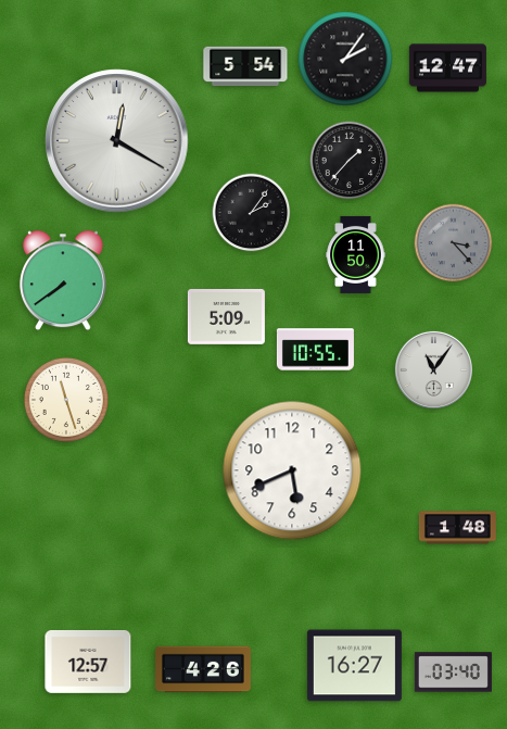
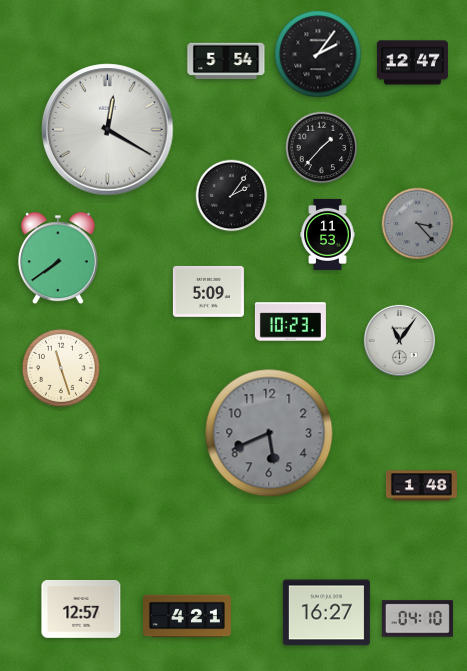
clock at (356, 254): 11:50 -> 11:53
clock at (315, 350): 10:55 -> 10:23
clock at (292, 470) dial: white -> grey
clock at (204, 669): 4:26 -> 4:21
clock at (453, 673): 03:40 -> 04:10
